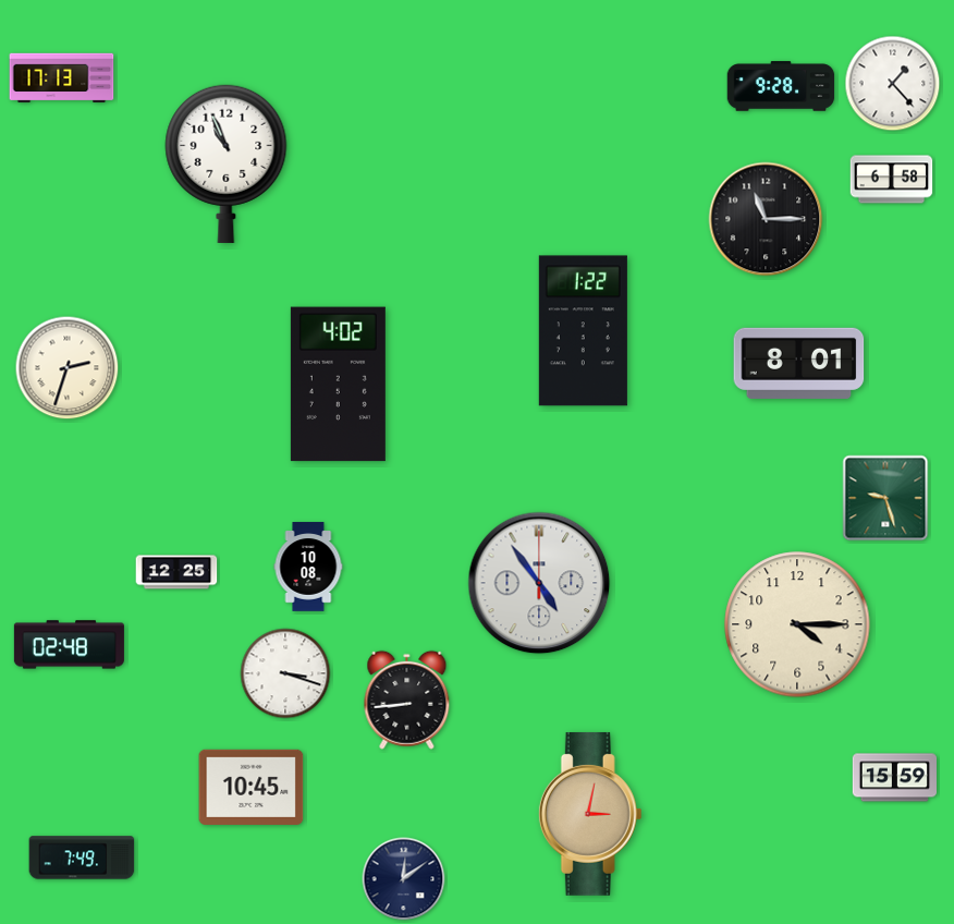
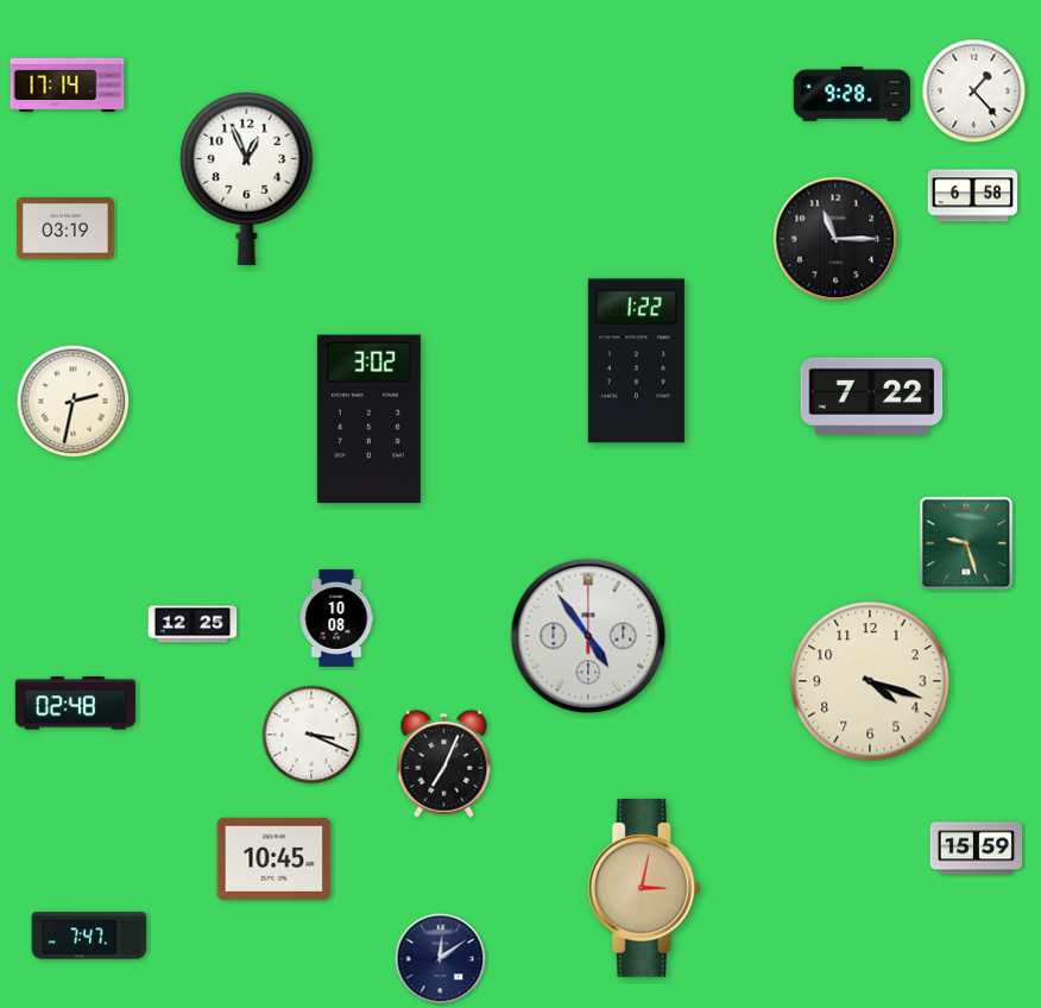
clock at (62, 78): 17:13 -> 17:14
clock at (227, 163): 10:56 -> 12:56
clock at (65, 228): none -> 03:19
clock at (799, 363): 8:01 -> 7:22
clock at (68, 368): 2:33 -> 2:32
clock at (338, 385): 4:02 -> 3:02
clock at (797, 624): 4:15 -> 4:18
clock at (285, 673): 3:18 -> 3:19
clock at (407, 700): 8:44 -> 7:04
clock at (82, 858): 7:49 -> 7:47
